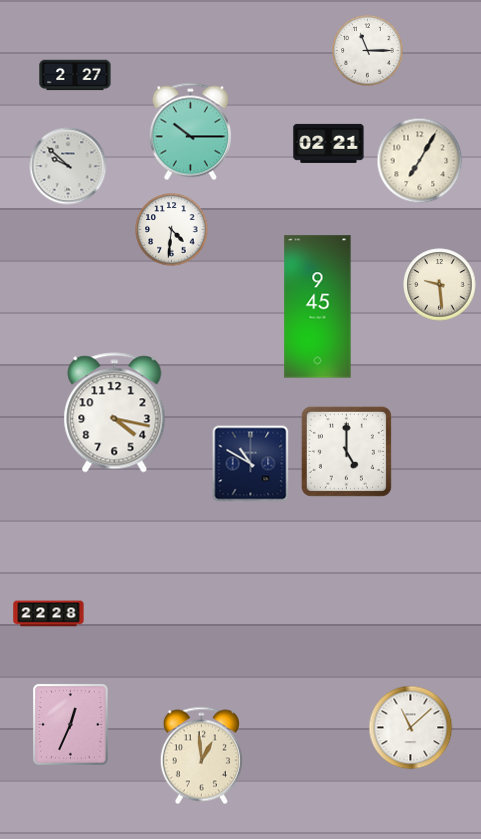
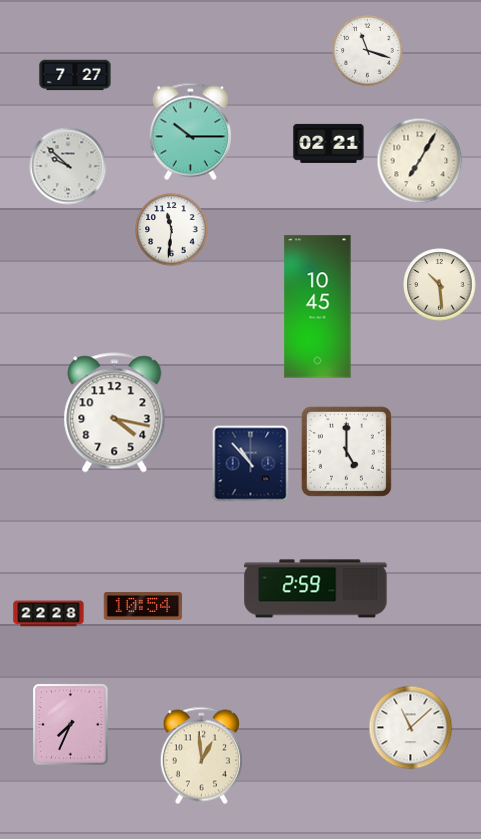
clock at (368, 51): 11:15 -> 11:18
clock at (75, 75): 2:27 -> 7:27
clock at (172, 230): 4:31 -> 11:31
clock at (440, 285): 9:29 -> 10:29
clock at (318, 307): 9:45 -> 10:45
clock at (251, 464): 10:50 -> 10:53
clock at (316, 589): none -> 2:59
clock at (143, 607): none -> 10:54
clock at (71, 725): 12:34 -> 7:34
